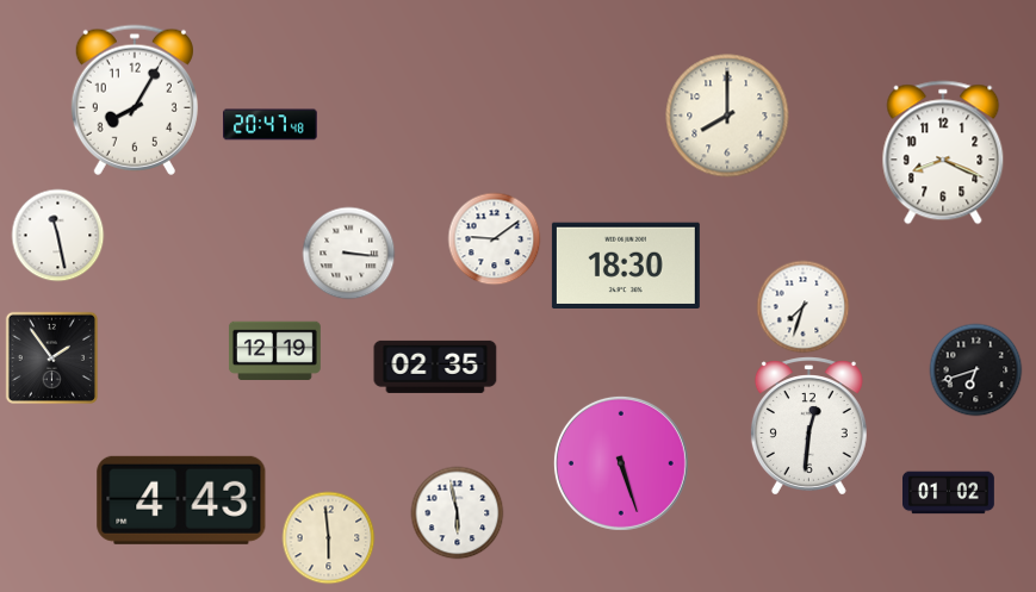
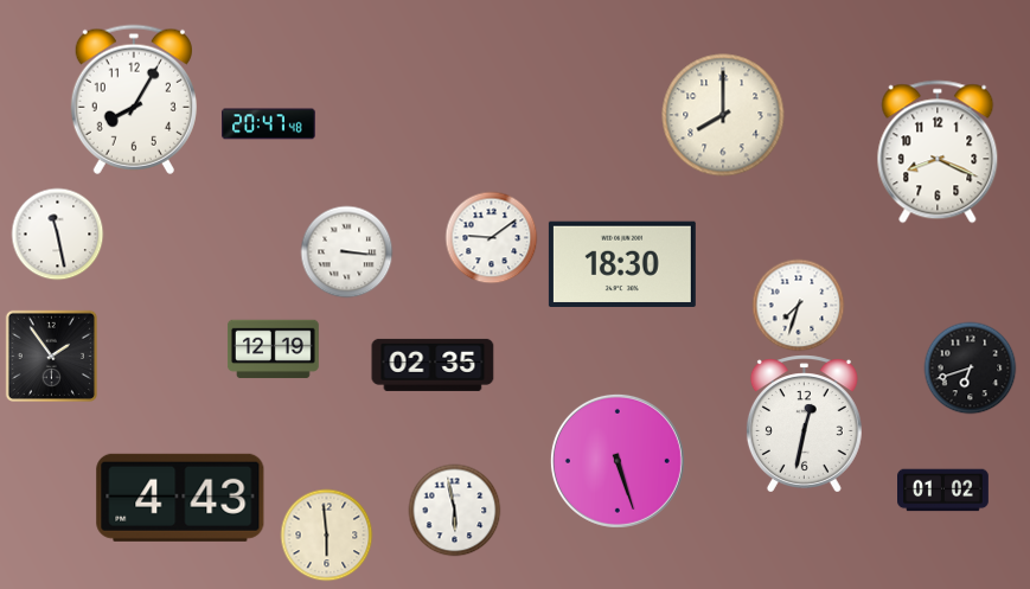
clock at (808, 426): 12:31 -> 12:32
